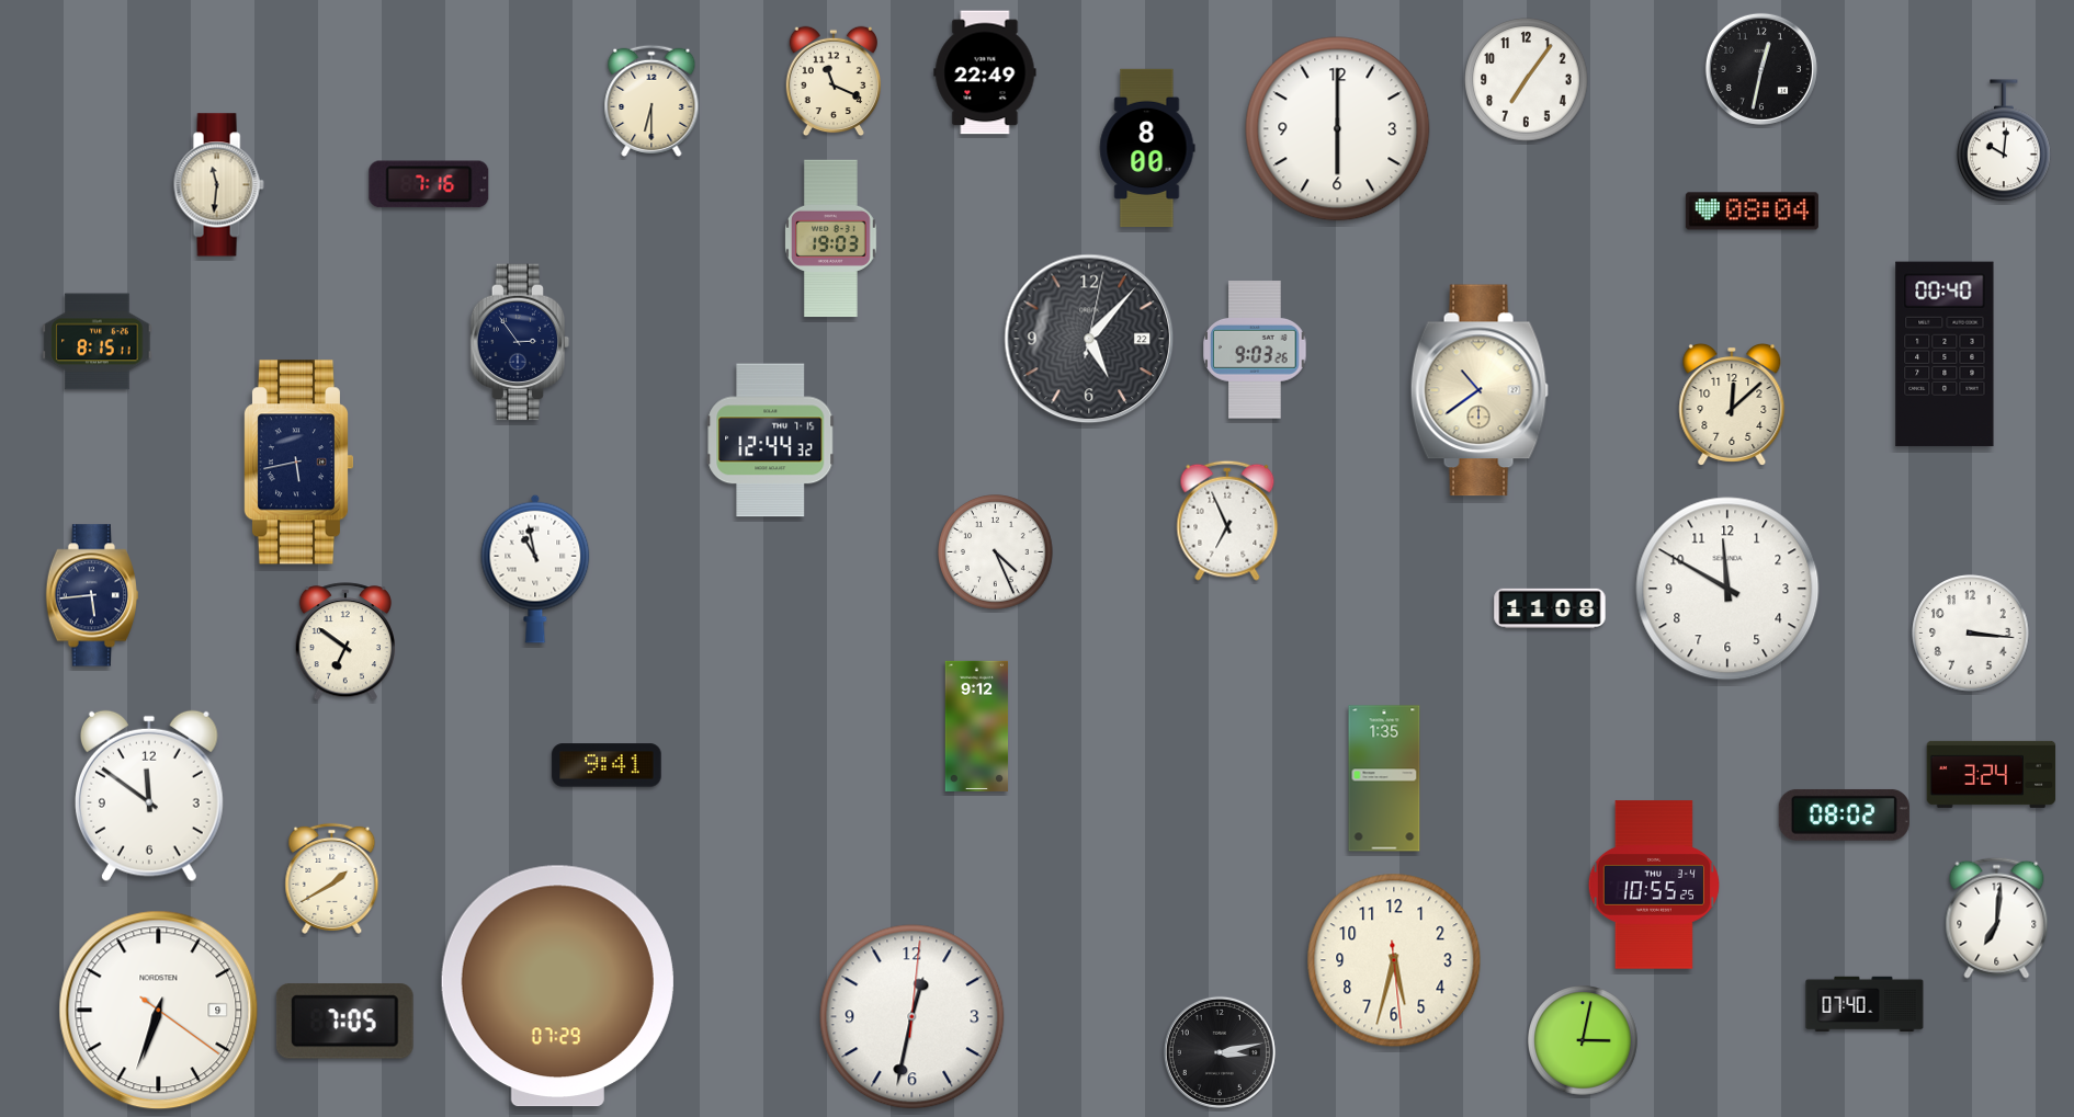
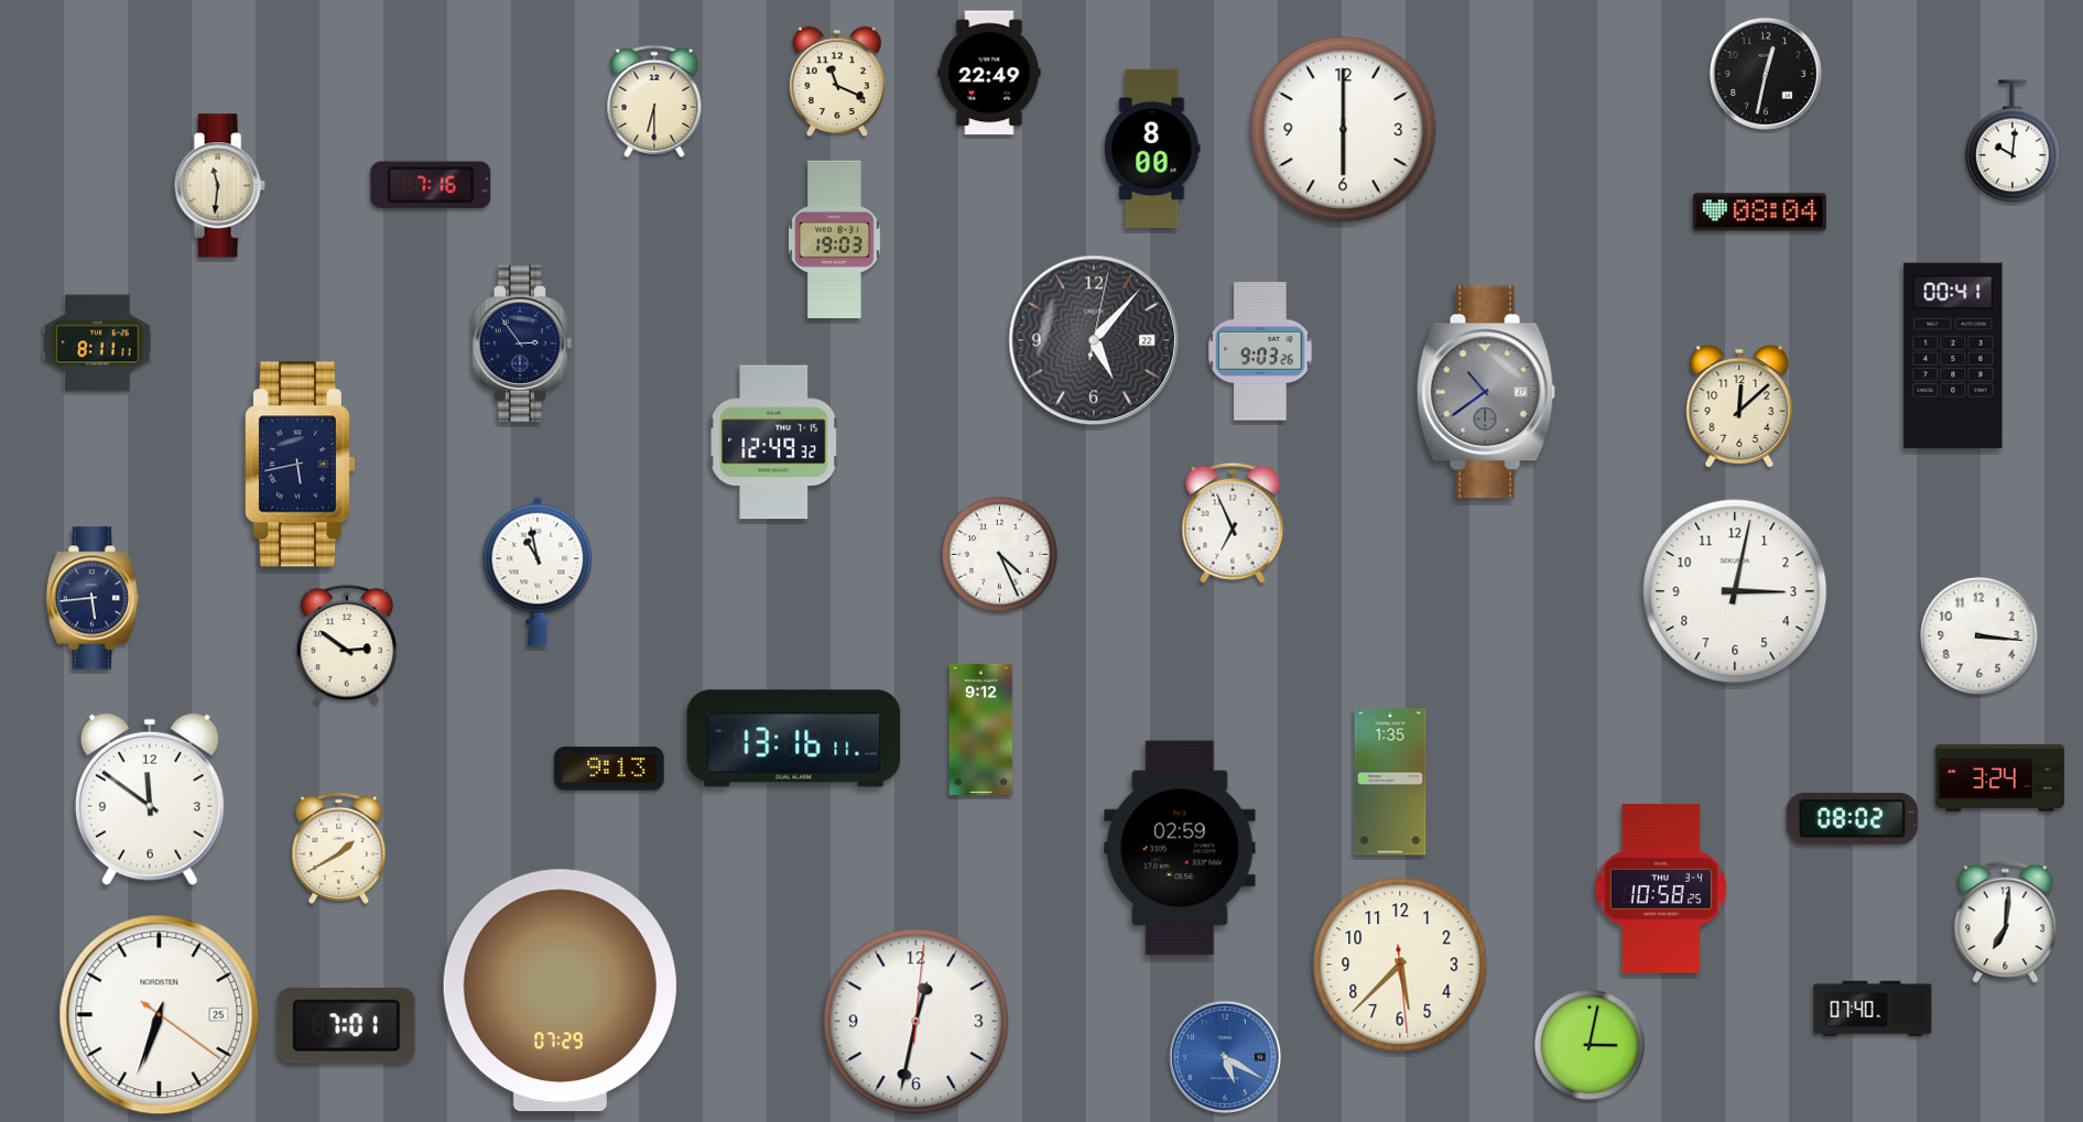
clock at (1761, 69) position: (1761, 69) -> (1766, 74)
clock at (1527, 80): 7:06 -> none
clock at (98, 342): 8:15 -> 8:11
clock at (1945, 354): 00:40 -> 00:41
clock at (1480, 390) dial: cream -> grey
clock at (771, 441): 12:44 -> 12:49
clock at (1727, 589): 11:50 -> 3:02
clock at (1550, 607): 11:08 -> none
clock at (345, 642): 6:51 -> 2:51
clock at (794, 739): none -> 13:16
clock at (607, 765): 9:41 -> 9:13
clock at (1180, 848): none -> 02:59
clock at (332, 878) position: (332, 878) -> (339, 848)
clock at (1654, 885): 10:55 -> 10:58
clock at (1394, 960): 5:32 -> 5:37
clock at (159, 1011) date: 9 -> 25
clock at (344, 1022): 7:05 -> 7:01
clock at (1220, 1052): 3:13 -> 5:20
clock at (1220, 1052) dial: black -> blue
